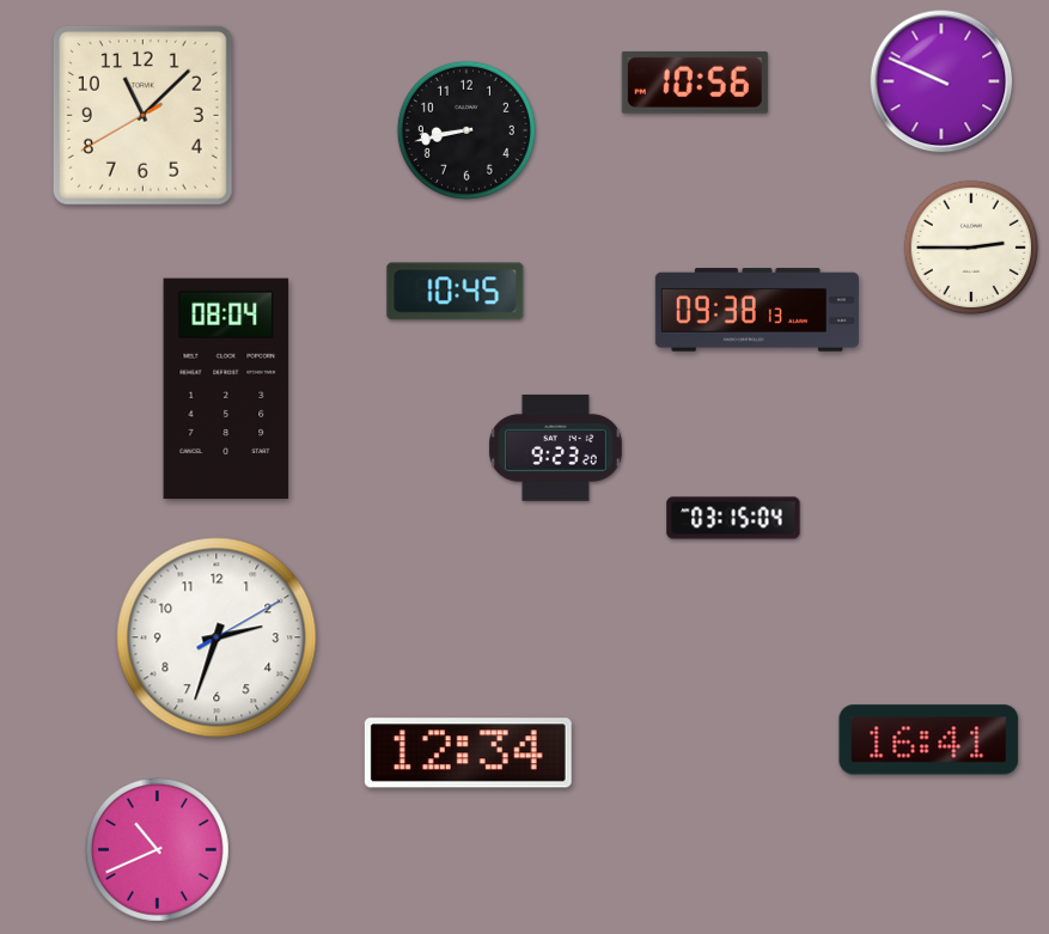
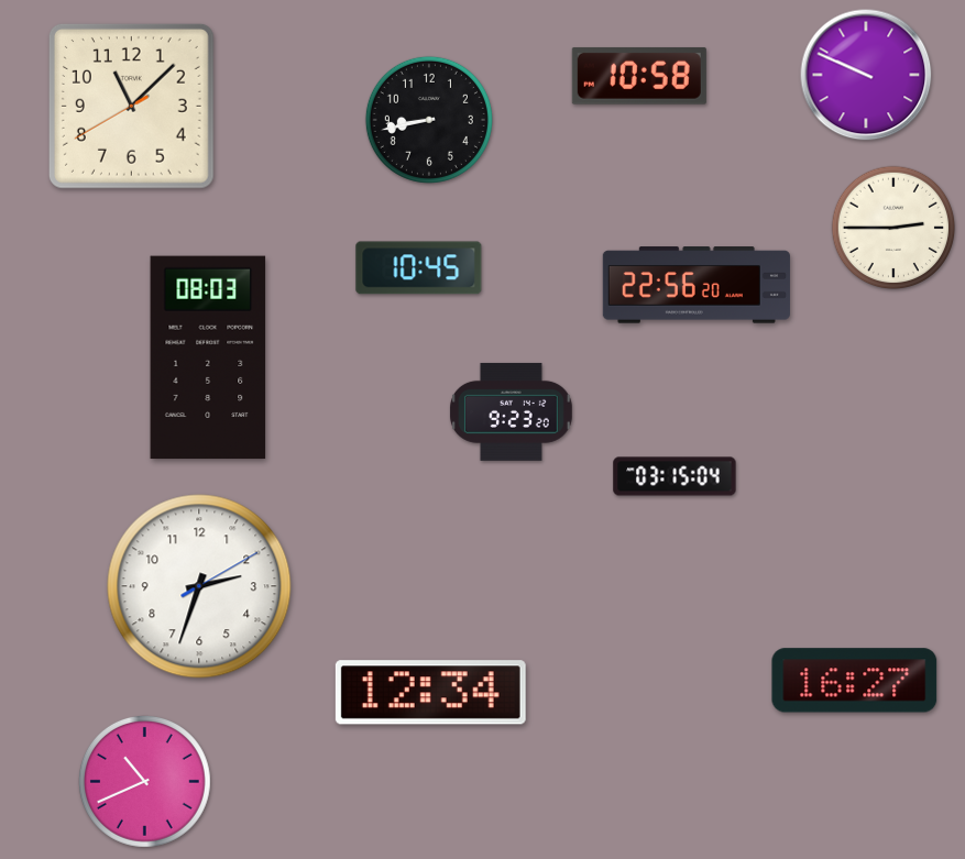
clock at (695, 83): 10:56 -> 10:58
clock at (757, 310): 09:38 -> 22:56
clock at (226, 389): 08:04 -> 08:03
clock at (929, 740): 16:41 -> 16:27
